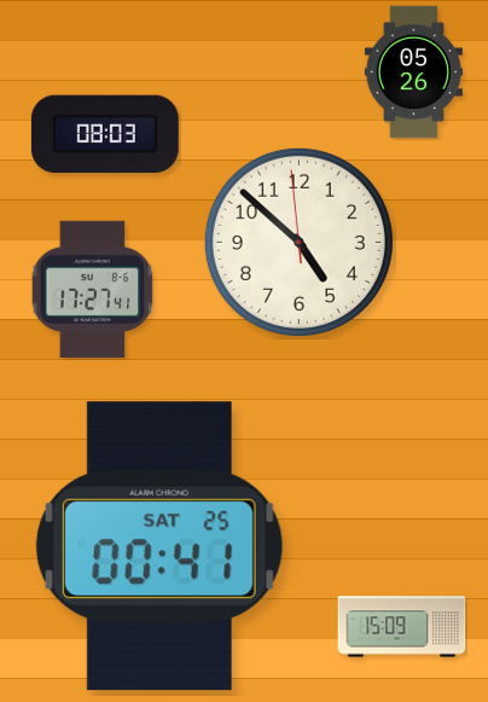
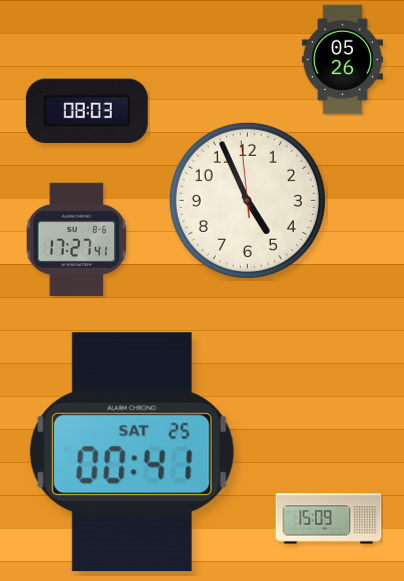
clock at (298, 242): 4:51 -> 4:55
clock at (402, 627) position: (402, 627) -> (329, 519)
